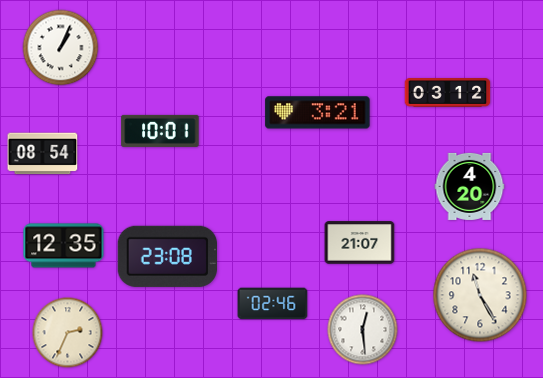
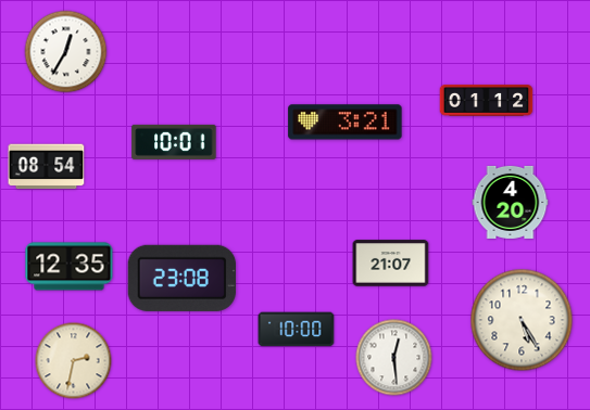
clock at (61, 48): 1:04 -> 12:35
clock at (448, 93): 03:12 -> 01:12
clock at (480, 295): 11:25 -> 5:25
clock at (273, 304): 02:46 -> 10:00
clock at (68, 333): 2:34 -> 2:32
